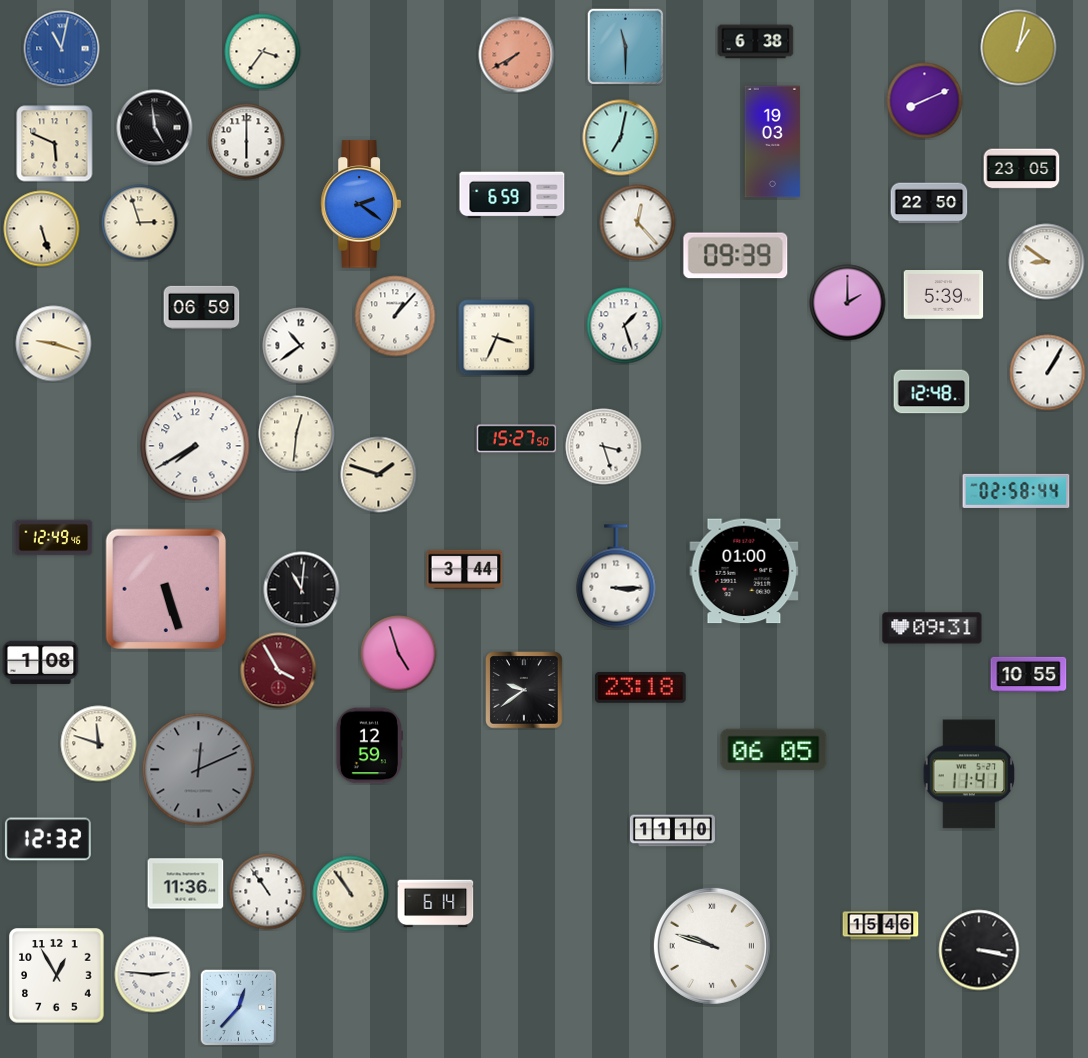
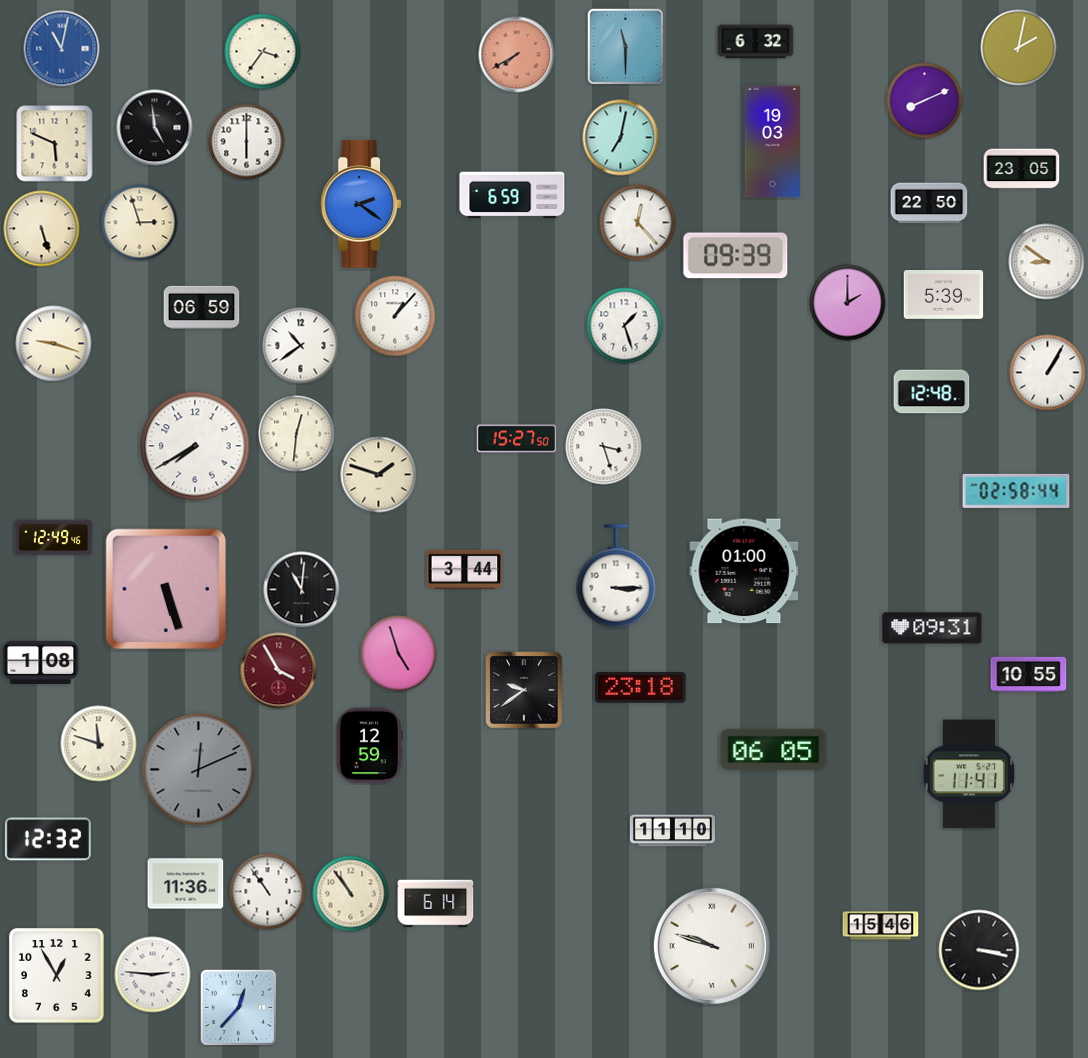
clock at (756, 42): 6:38 -> 6:32
clock at (1019, 48): 1:02 -> 2:02
clock at (497, 338): 3:34 -> none
